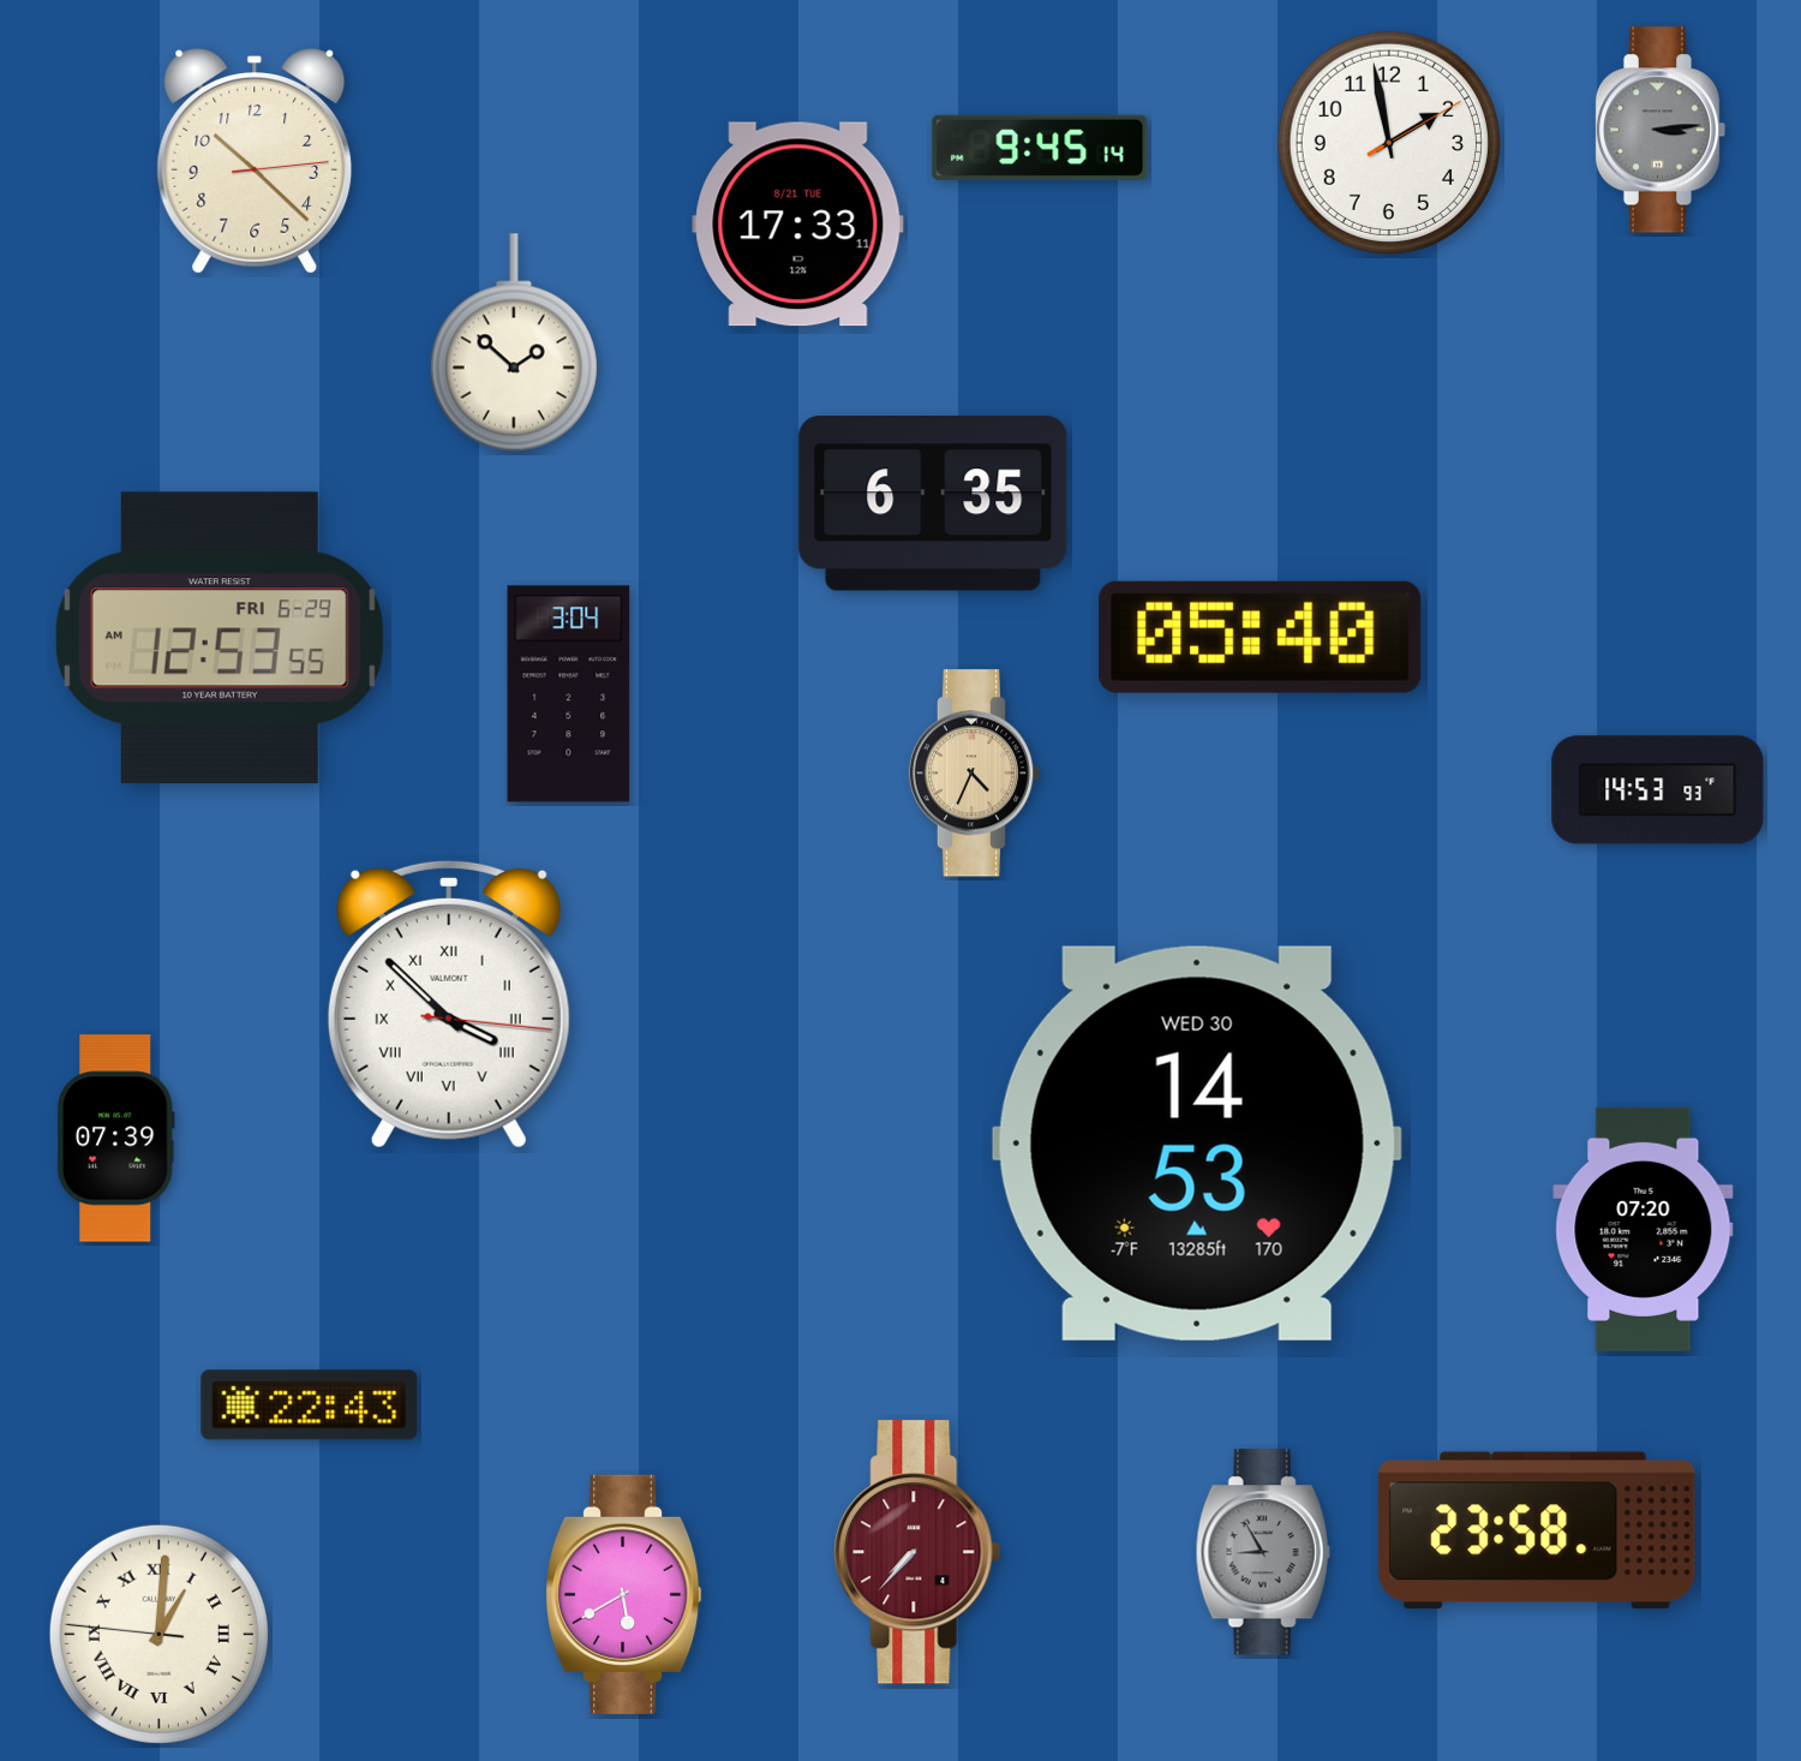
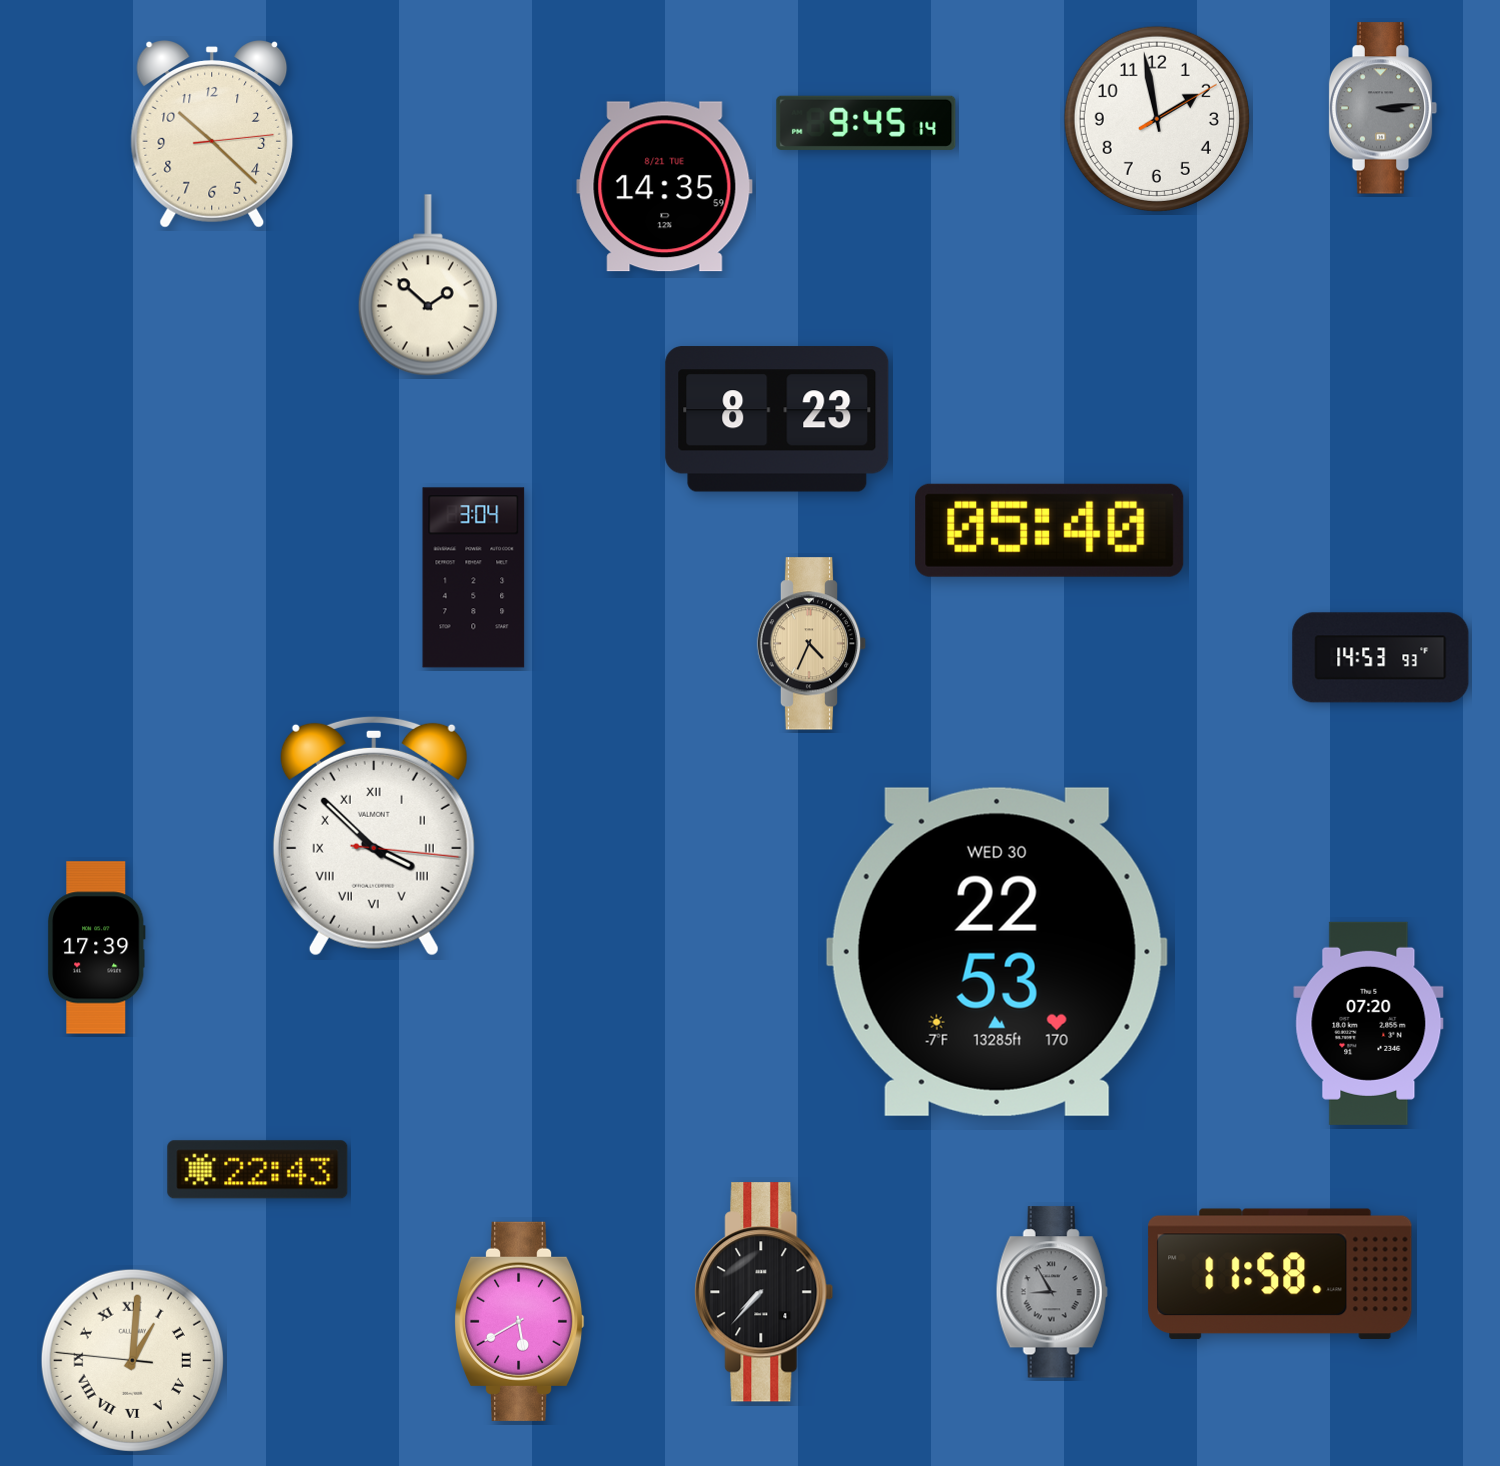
clock at (798, 225): 17:33 -> 14:35
clock at (933, 503): 6:35 -> 8:23
clock at (220, 638): 12:53 -> none
clock at (115, 1139): 07:39 -> 17:39
clock at (1197, 1144): 14:53 -> 22:53
clock at (1537, 1530): 23:58 -> 11:58
clock at (917, 1552) dial: burgundy -> black
clock at (623, 1594) position: (623, 1594) -> (519, 1321)
